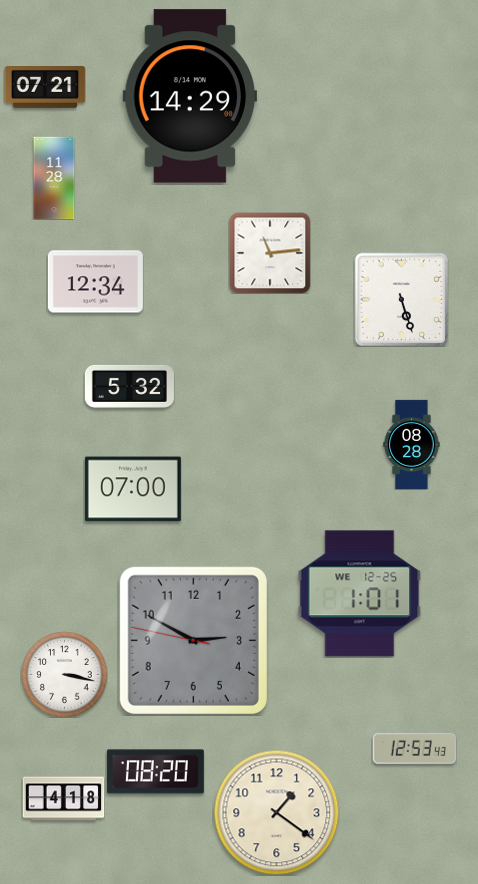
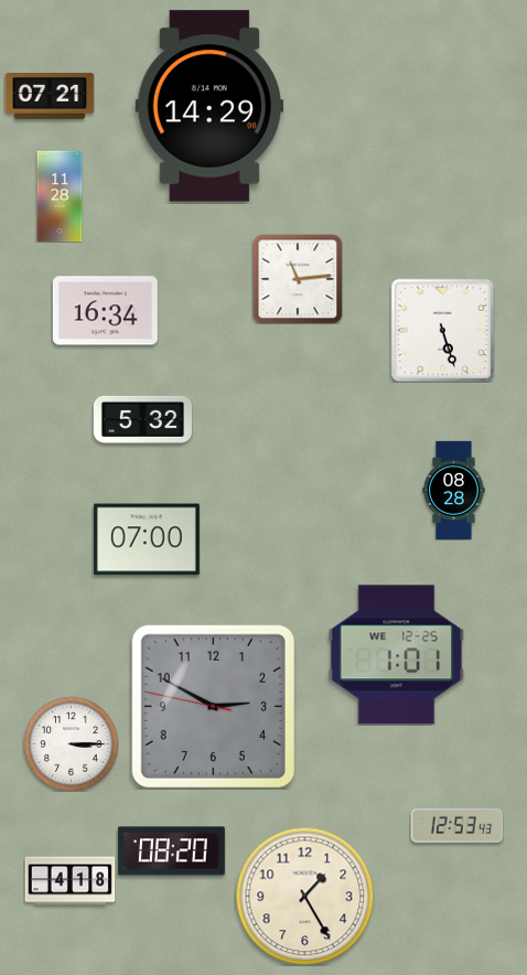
clock at (95, 282): 12:34 -> 16:34
clock at (129, 386) position: (129, 386) -> (142, 419)
clock at (64, 674): 3:17 -> 3:15
clock at (276, 812): 1:21 -> 1:25
